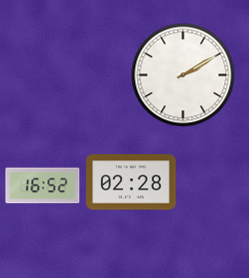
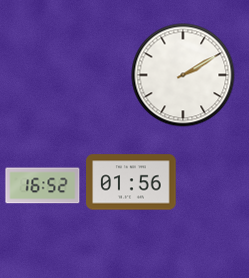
clock at (131, 182): 02:28 -> 01:56
